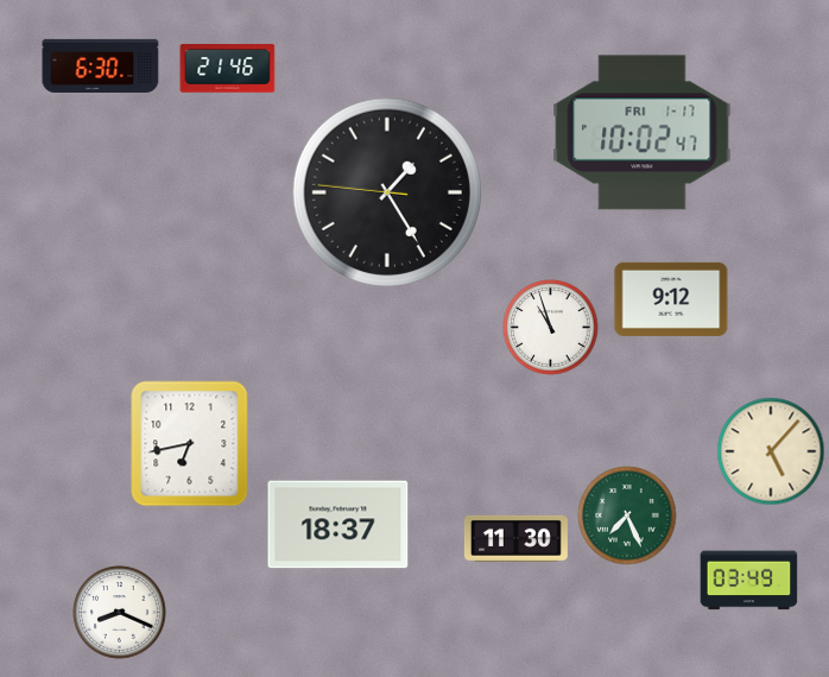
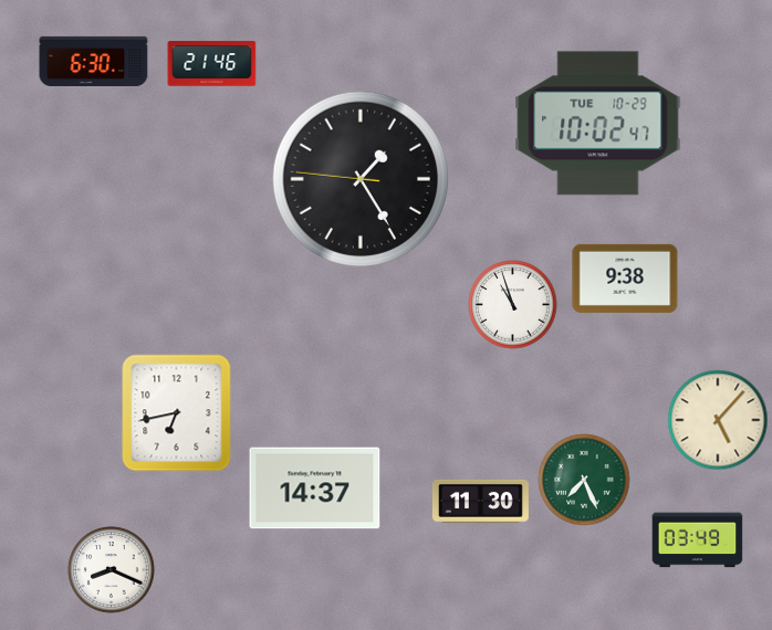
clock at (643, 133) date: FRI 1-17 -> TUE 10-29
clock at (671, 299): 9:12 -> 9:38
clock at (338, 525): 18:37 -> 14:37
